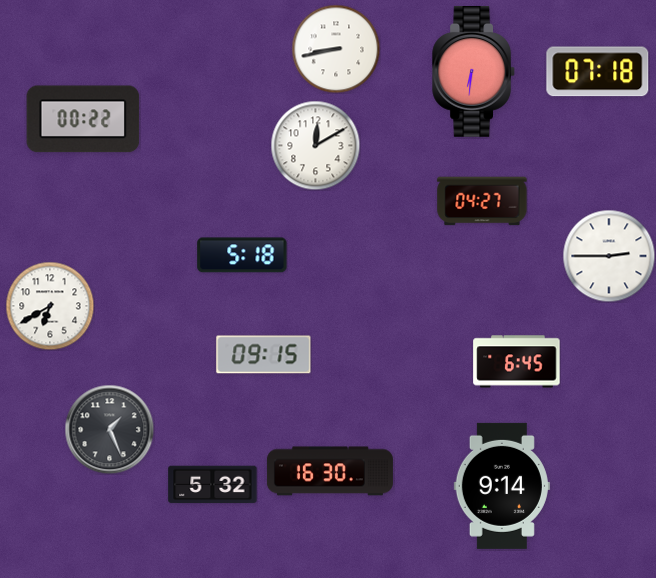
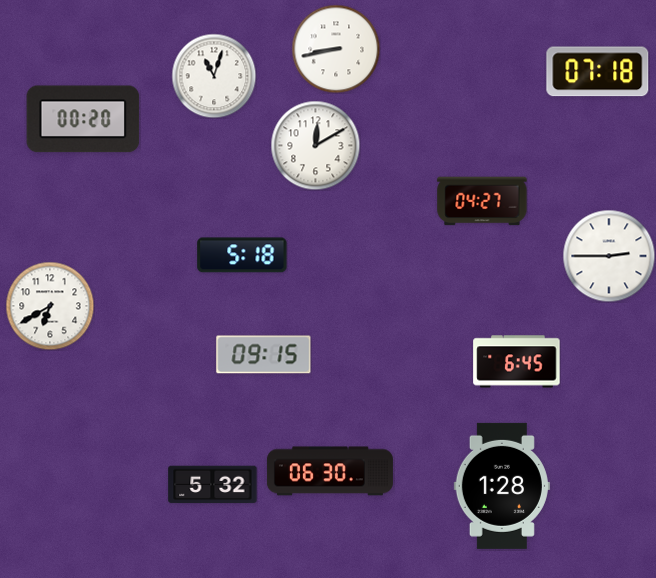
clock at (473, 72): 6:31 -> none
clock at (214, 76): none -> 11:03
clock at (83, 119): 00:22 -> 00:20
clock at (109, 429): 1:26 -> none
clock at (330, 471): 16:30 -> 06:30
clock at (502, 486): 9:14 -> 1:28
